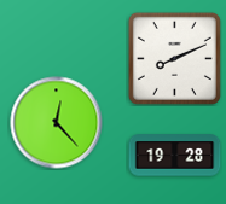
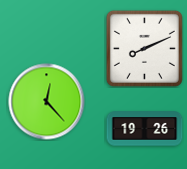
clock at (175, 156): 19:28 -> 19:26
